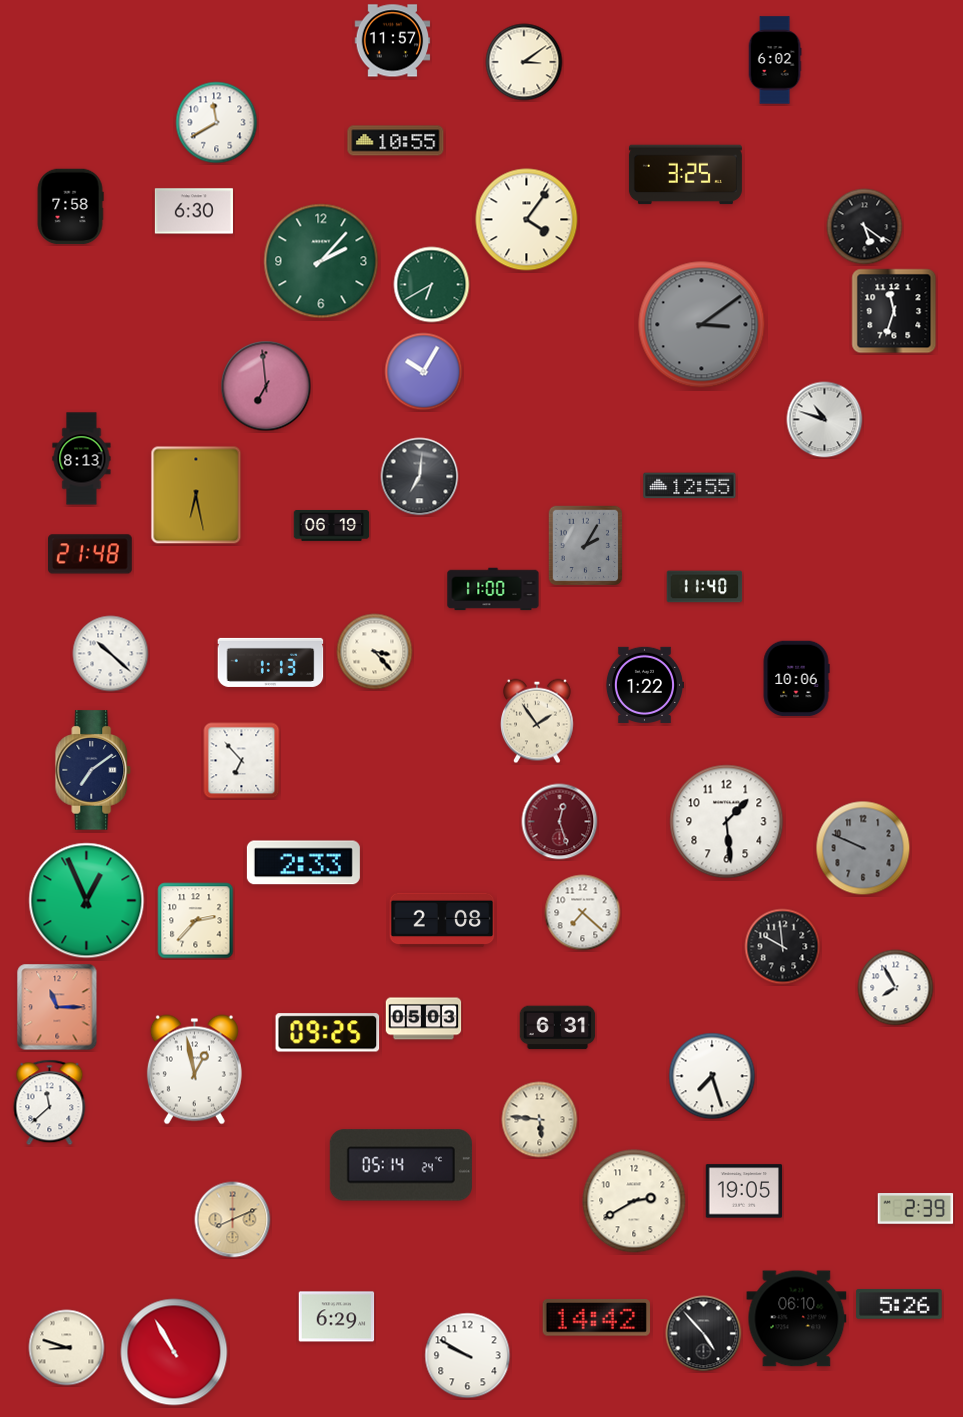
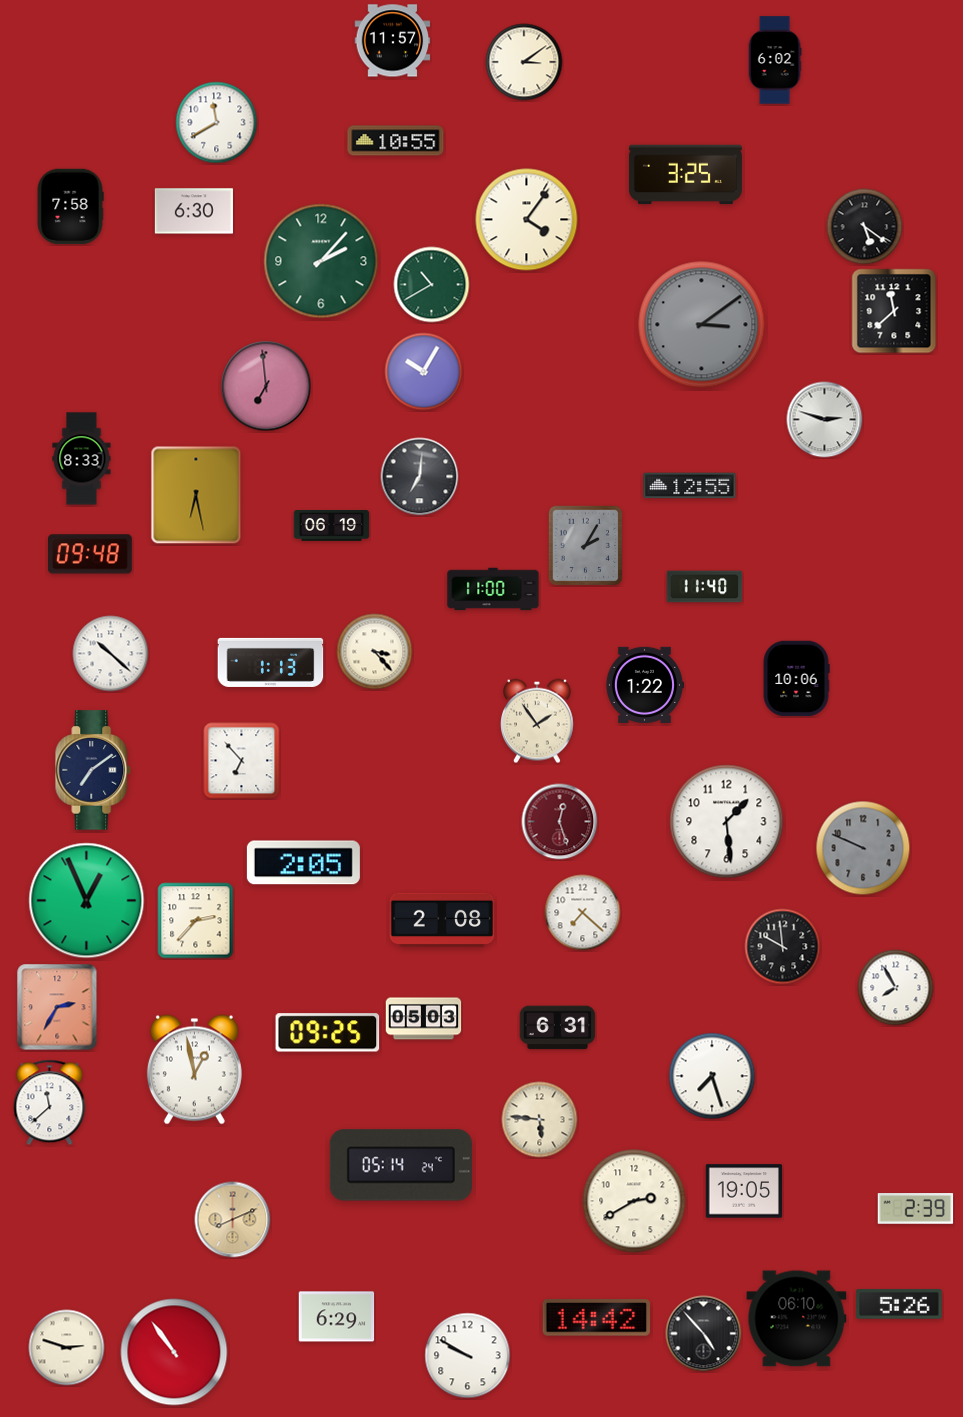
clock at (432, 285): 6:40 -> 10:40
clock at (894, 311): 11:33 -> 11:38
clock at (825, 420): 10:48 -> 2:48
clock at (82, 459): 8:13 -> 8:33
clock at (91, 554): 21:48 -> 09:48
clock at (303, 863): 2:33 -> 2:05
clock at (57, 1007): 11:15 -> 2:35
clock at (67, 1348): 8:48 -> 2:48
clock at (174, 1352): 10:55 -> 10:54
